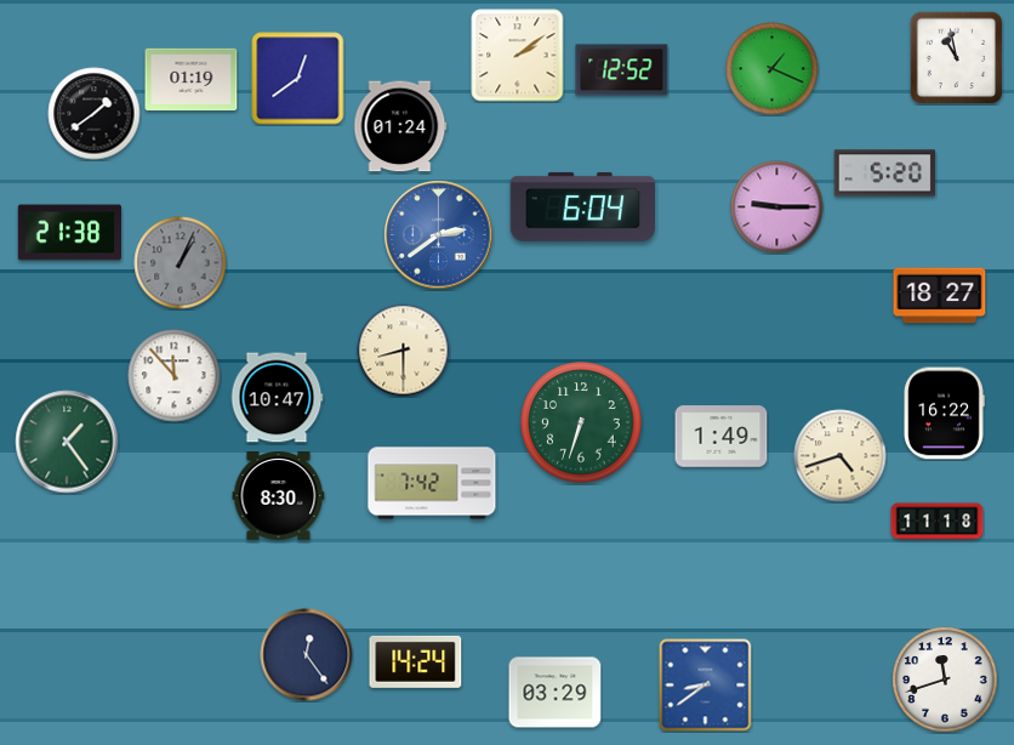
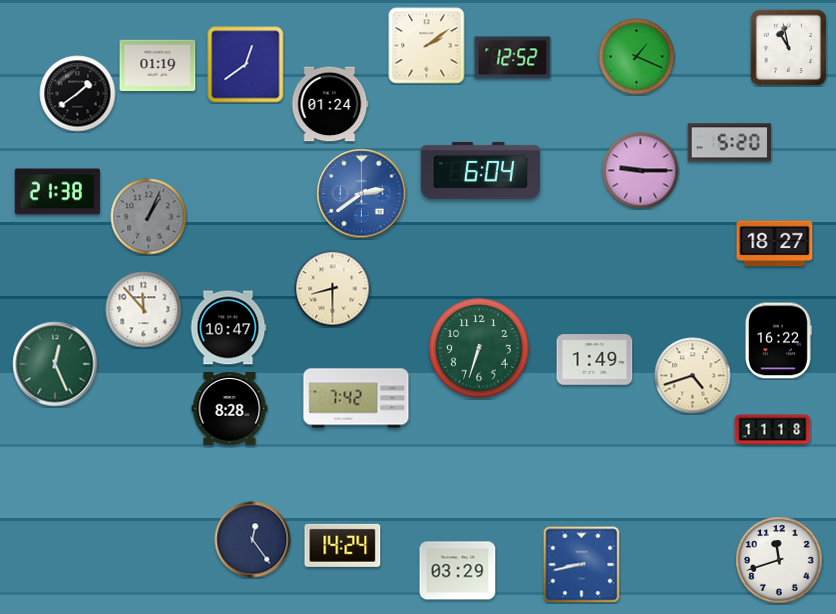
clock at (67, 442): 1:24 -> 12:26
clock at (279, 496): 8:30 -> 8:28
clock at (706, 686): 8:39 -> 8:43
